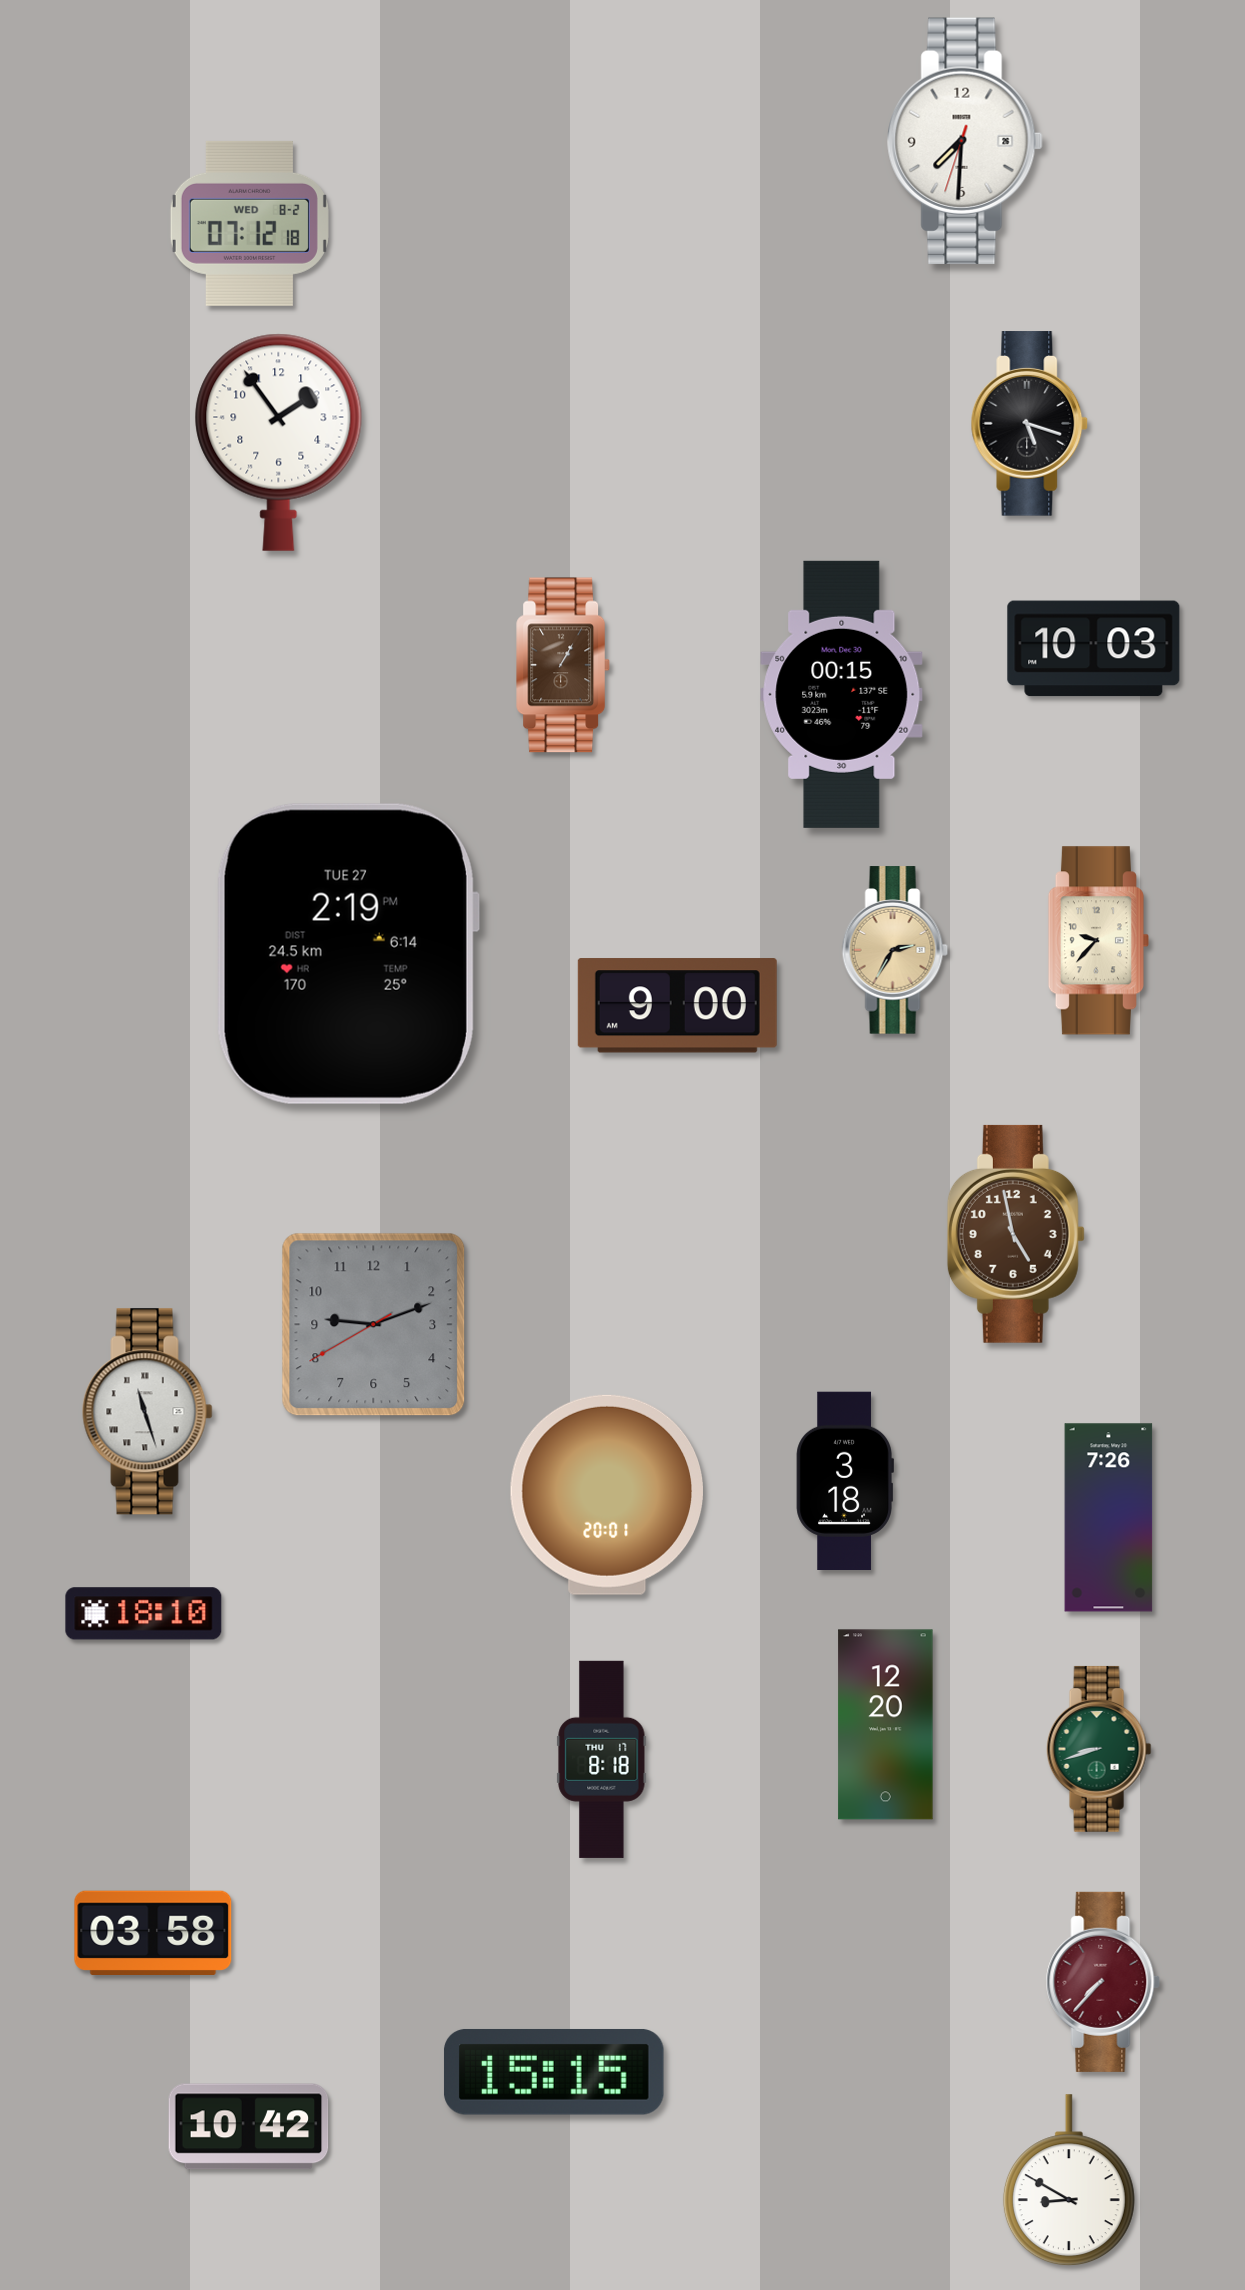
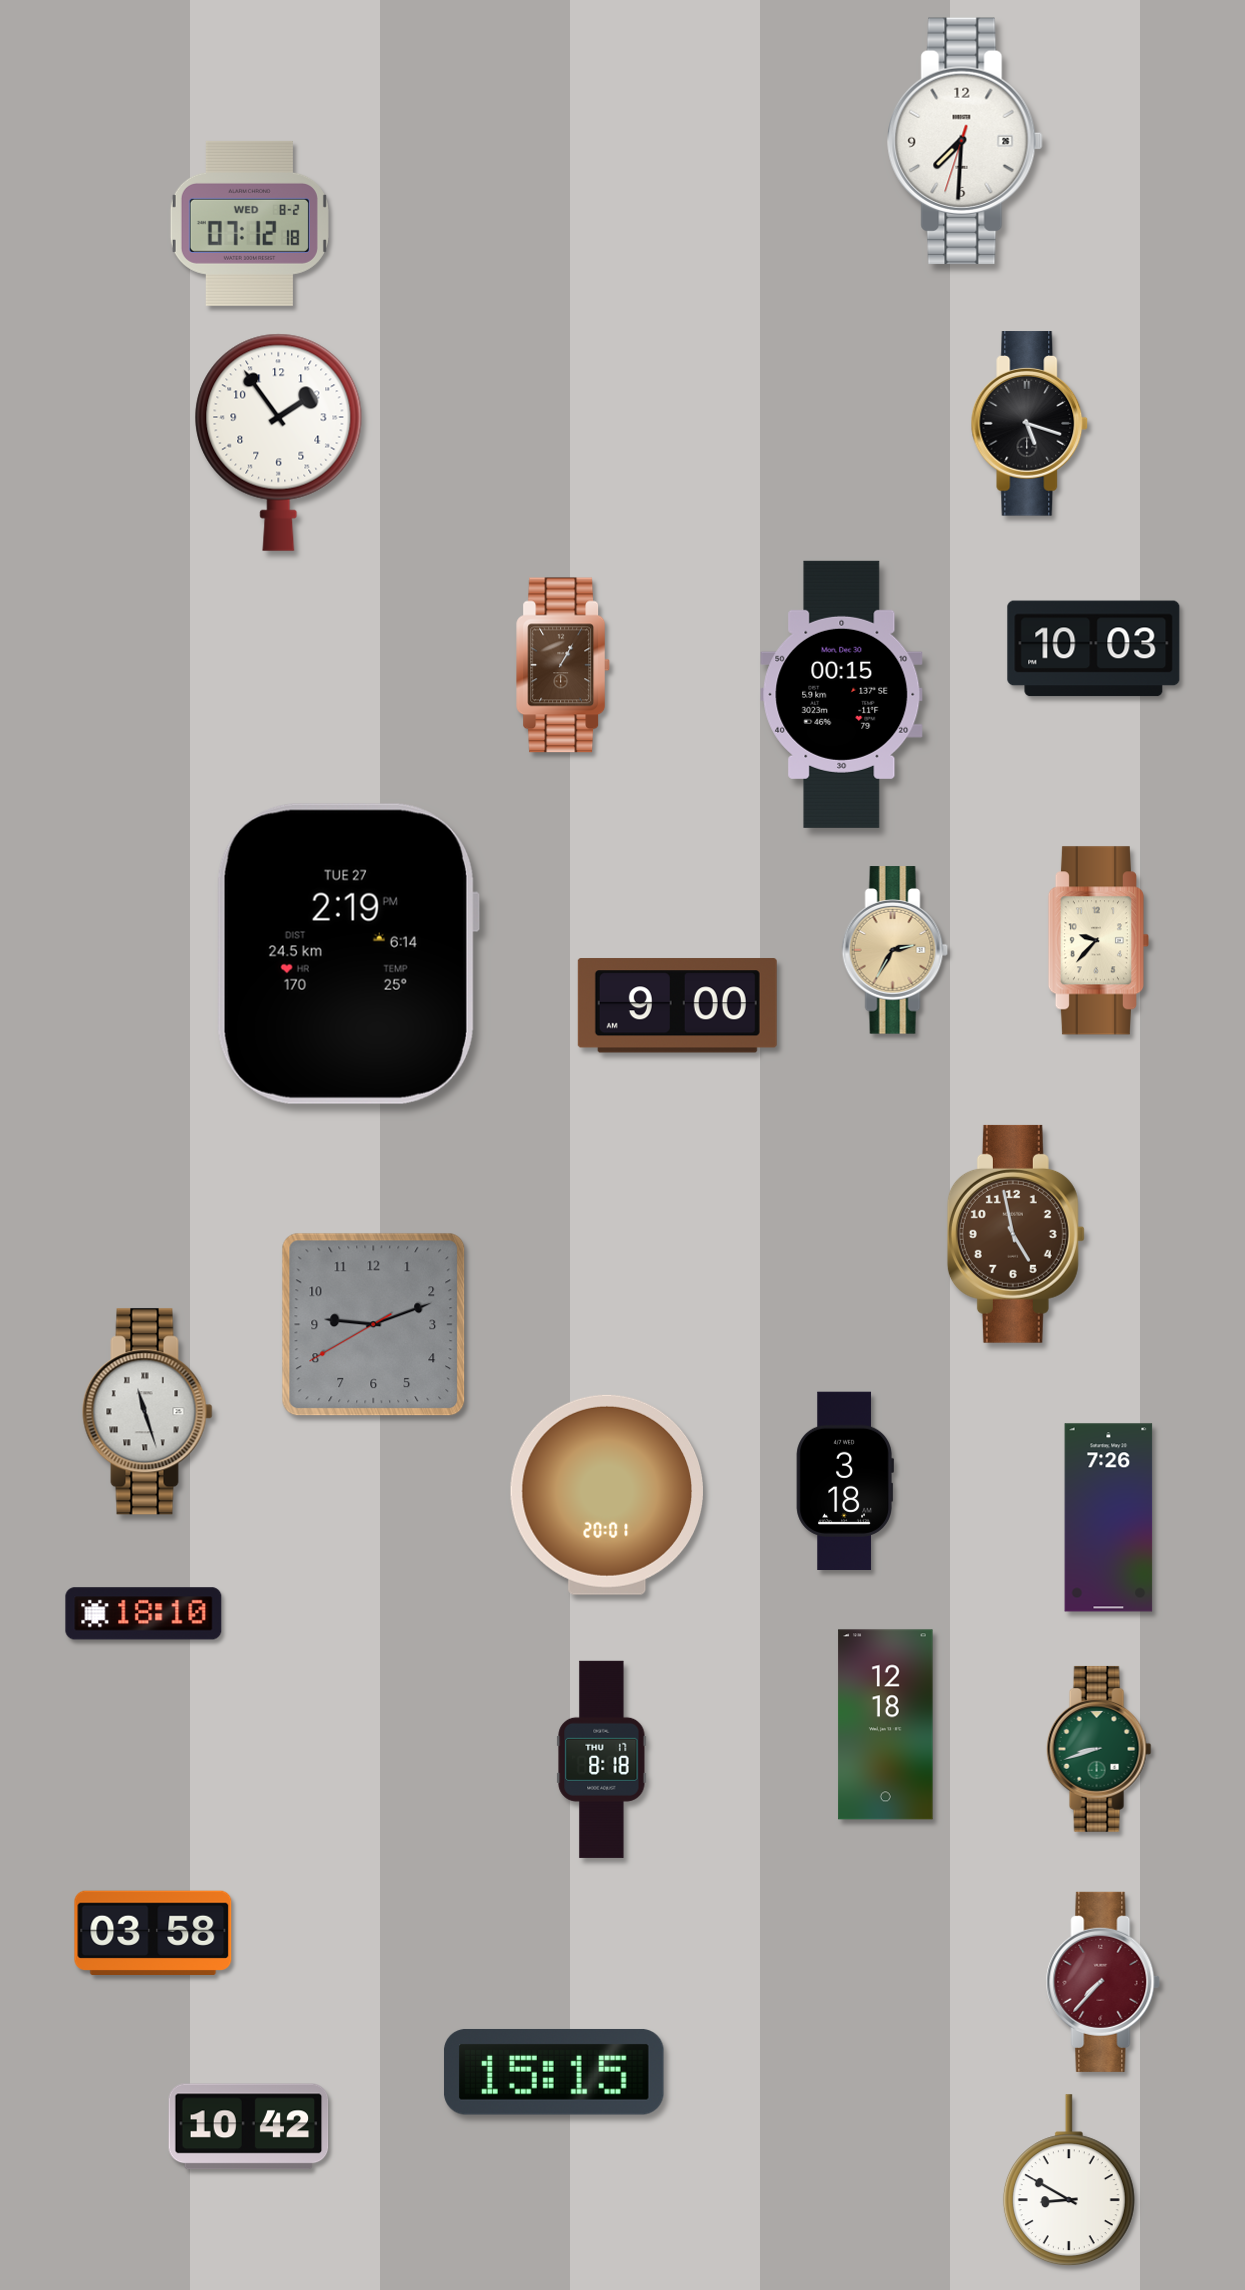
clock at (886, 1725): 12:20 -> 12:18
